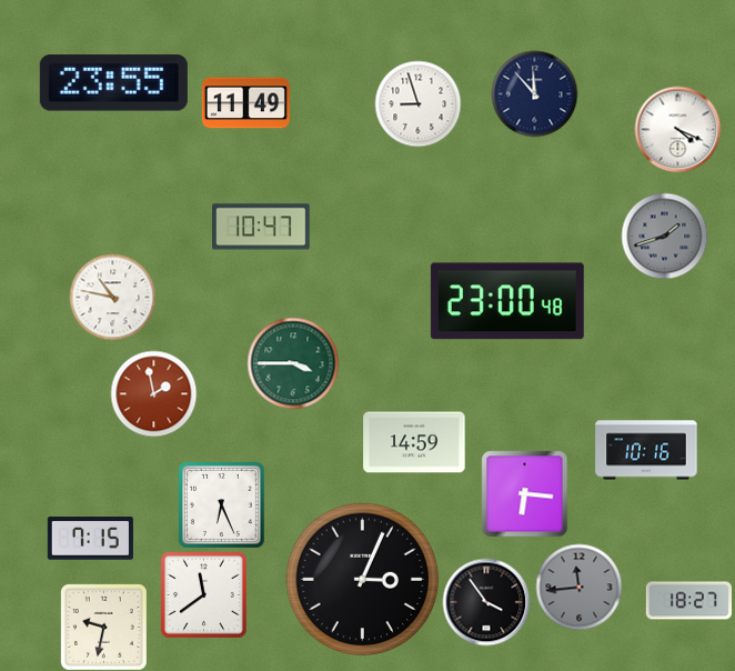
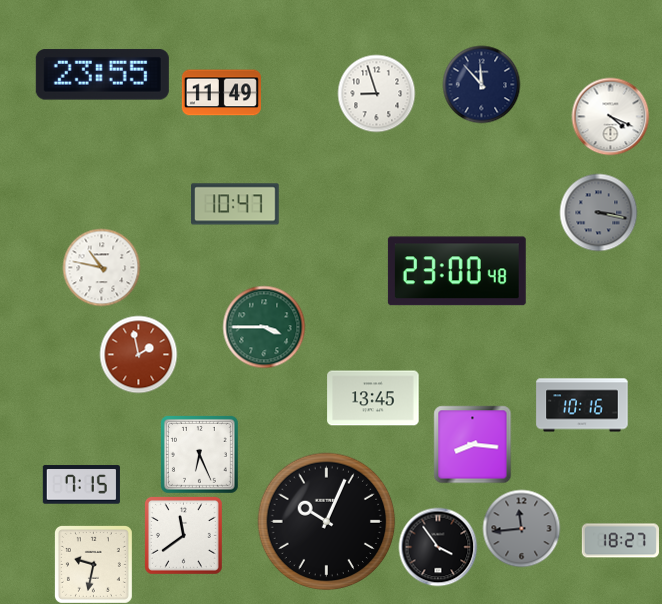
clock at (664, 236): 1:42 -> 3:17
clock at (414, 442): 14:59 -> 13:45
clock at (524, 493): 6:16 -> 8:16
clock at (363, 580): 3:04 -> 10:04
clock at (486, 602) position: (486, 602) -> (438, 547)
